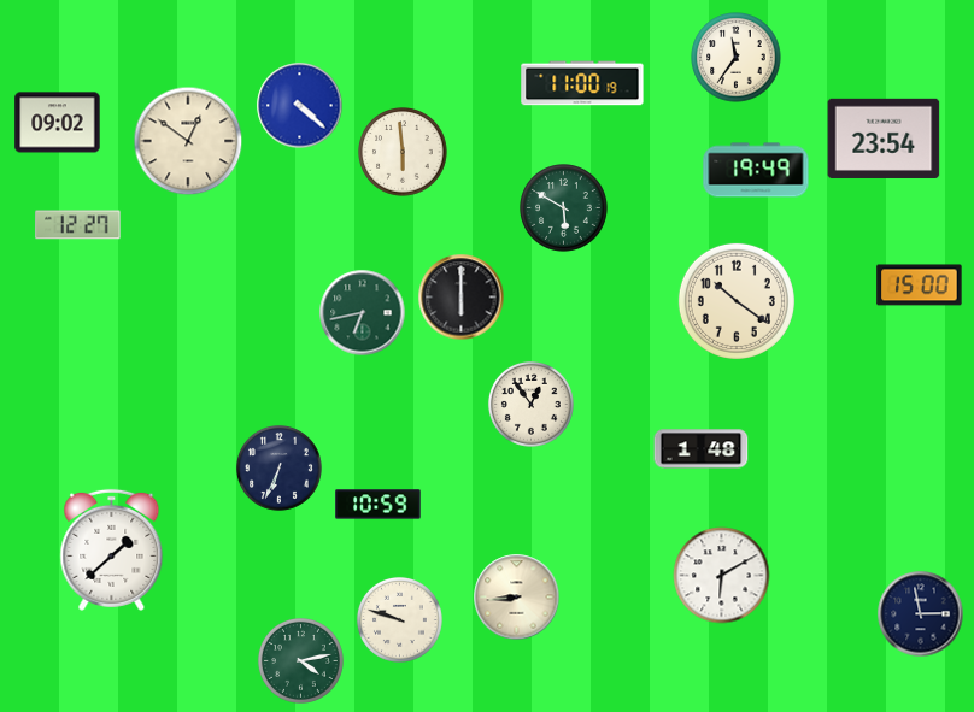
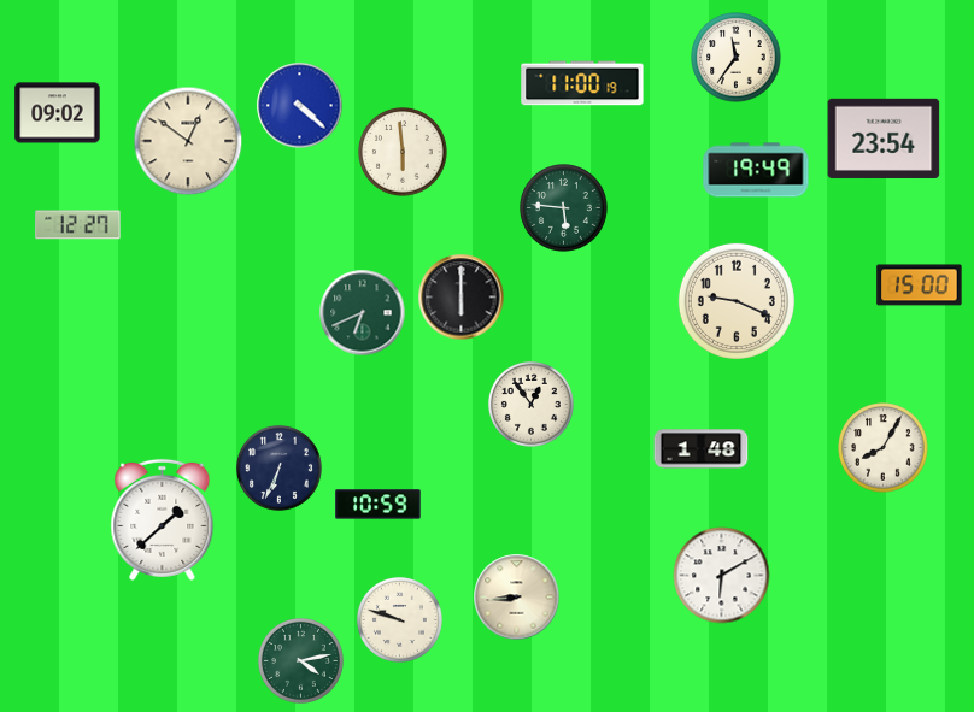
clock at (58, 123) position: (58, 123) -> (58, 113)
clock at (564, 208): 5:50 -> 5:46
clock at (737, 301): 10:21 -> 9:19
clock at (363, 313): 6:43 -> 6:41
clock at (884, 448): none -> 8:05
clock at (112, 549) position: (112, 549) -> (163, 519)
clock at (921, 614): 2:58 -> none
